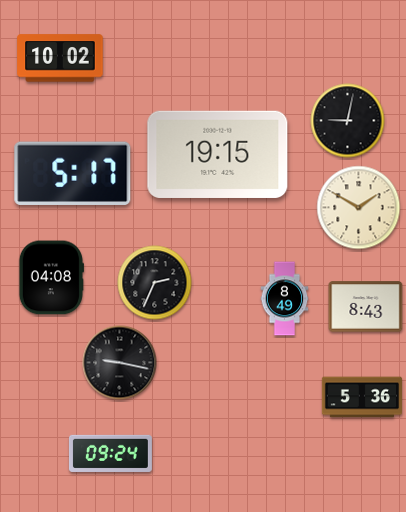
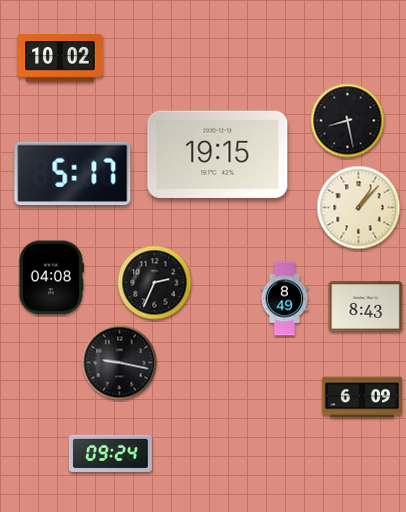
clock at (348, 121): 9:02 -> 8:28
clock at (359, 208): 1:50 -> 1:07
clock at (361, 397): 5:36 -> 6:09
